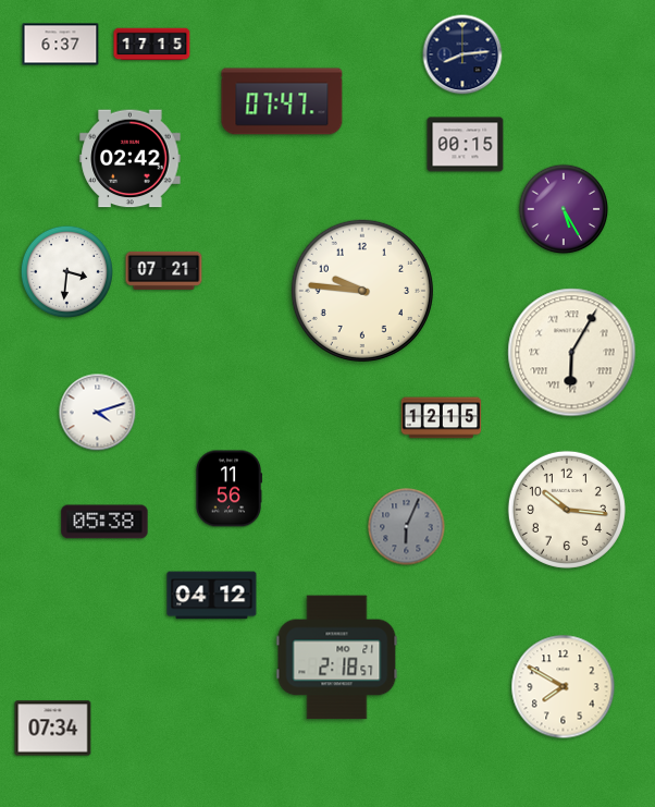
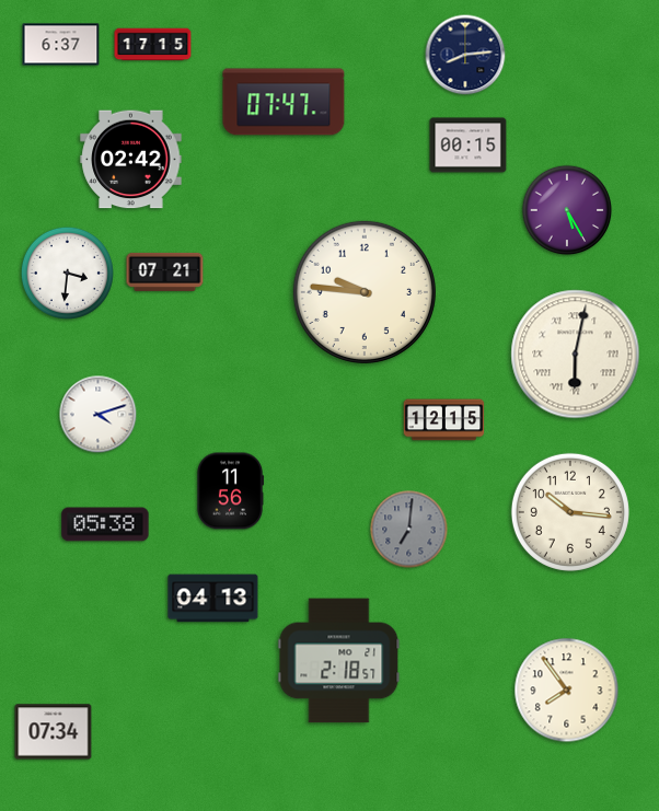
clock at (572, 353): 6:05 -> 6:02
clock at (407, 527): 6:04 -> 7:01
clock at (212, 596): 04:12 -> 04:13
clock at (564, 687): 7:50 -> 7:54
